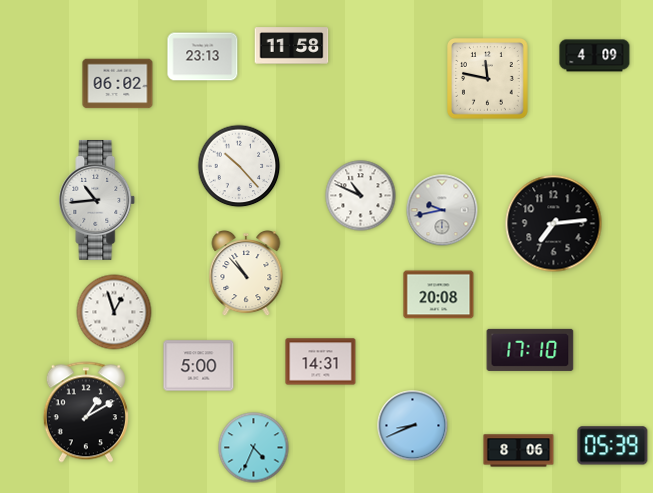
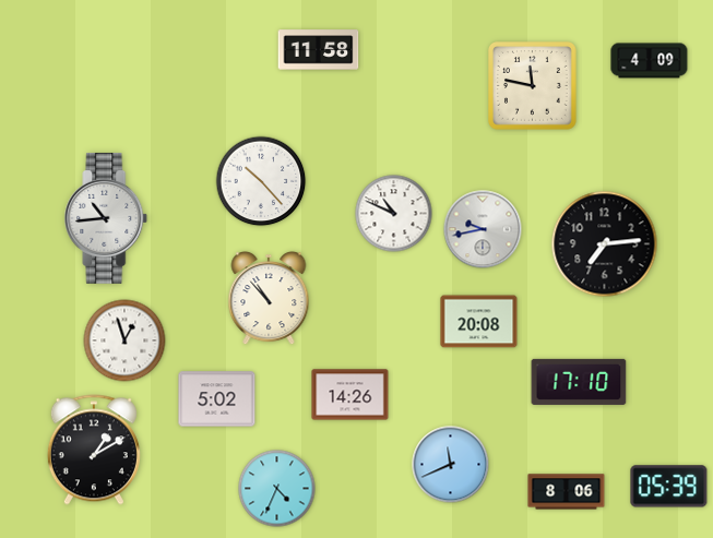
clock at (203, 57): 23:13 -> none
clock at (118, 84): 06:02 -> none
clock at (321, 362): 14:31 -> 14:26
clock at (199, 366): 5:00 -> 5:02
clock at (413, 426): 8:41 -> 11:41
